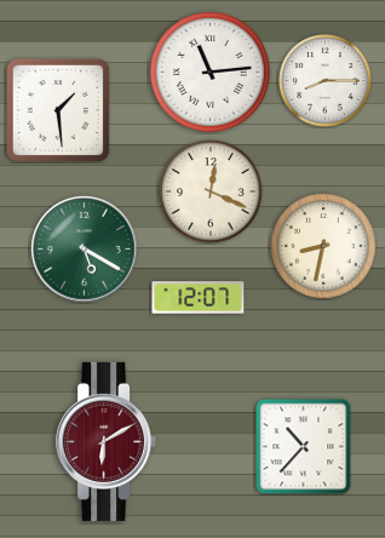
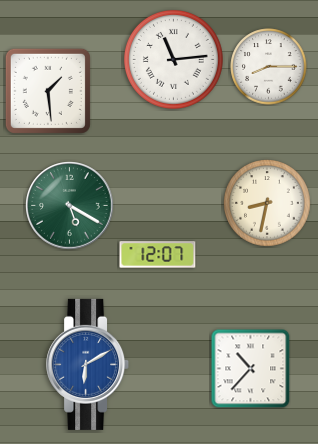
clock at (211, 191): 12:19 -> none
clock at (199, 298) position: (199, 298) -> (158, 255)
clock at (107, 441) dial: burgundy -> blue
